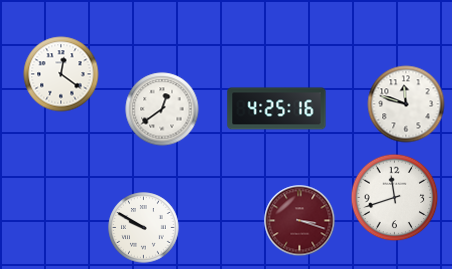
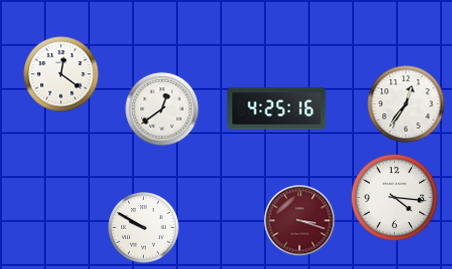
clock at (406, 104): 11:48 -> 12:36
clock at (395, 198): 11:42 -> 4:16
